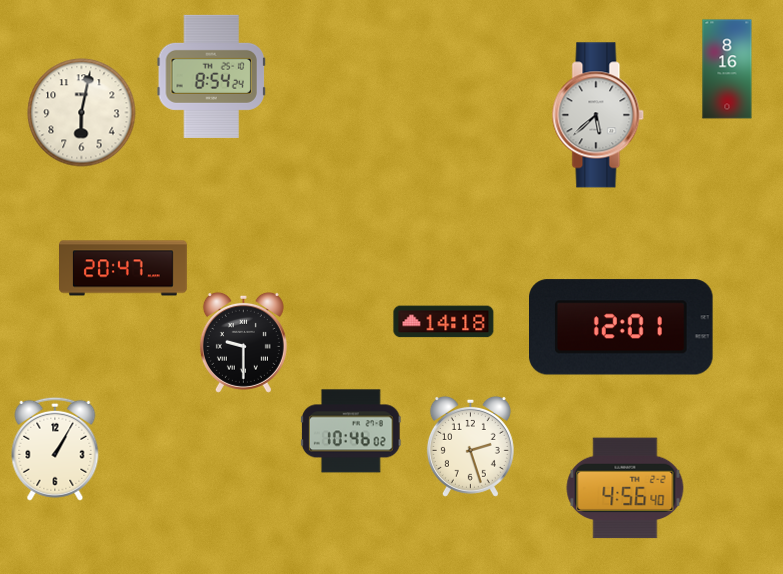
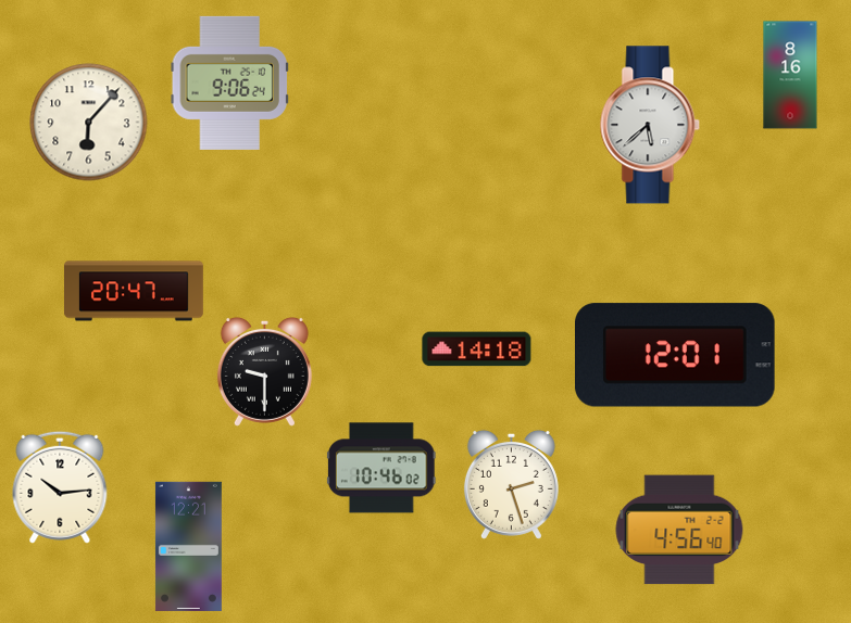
clock at (211, 76): 8:54 -> 9:06
clock at (82, 113): 6:02 -> 6:07
clock at (444, 322) position: (444, 322) -> (477, 349)
clock at (55, 449): 1:05 -> 10:14
clock at (188, 546): none -> 12:21
